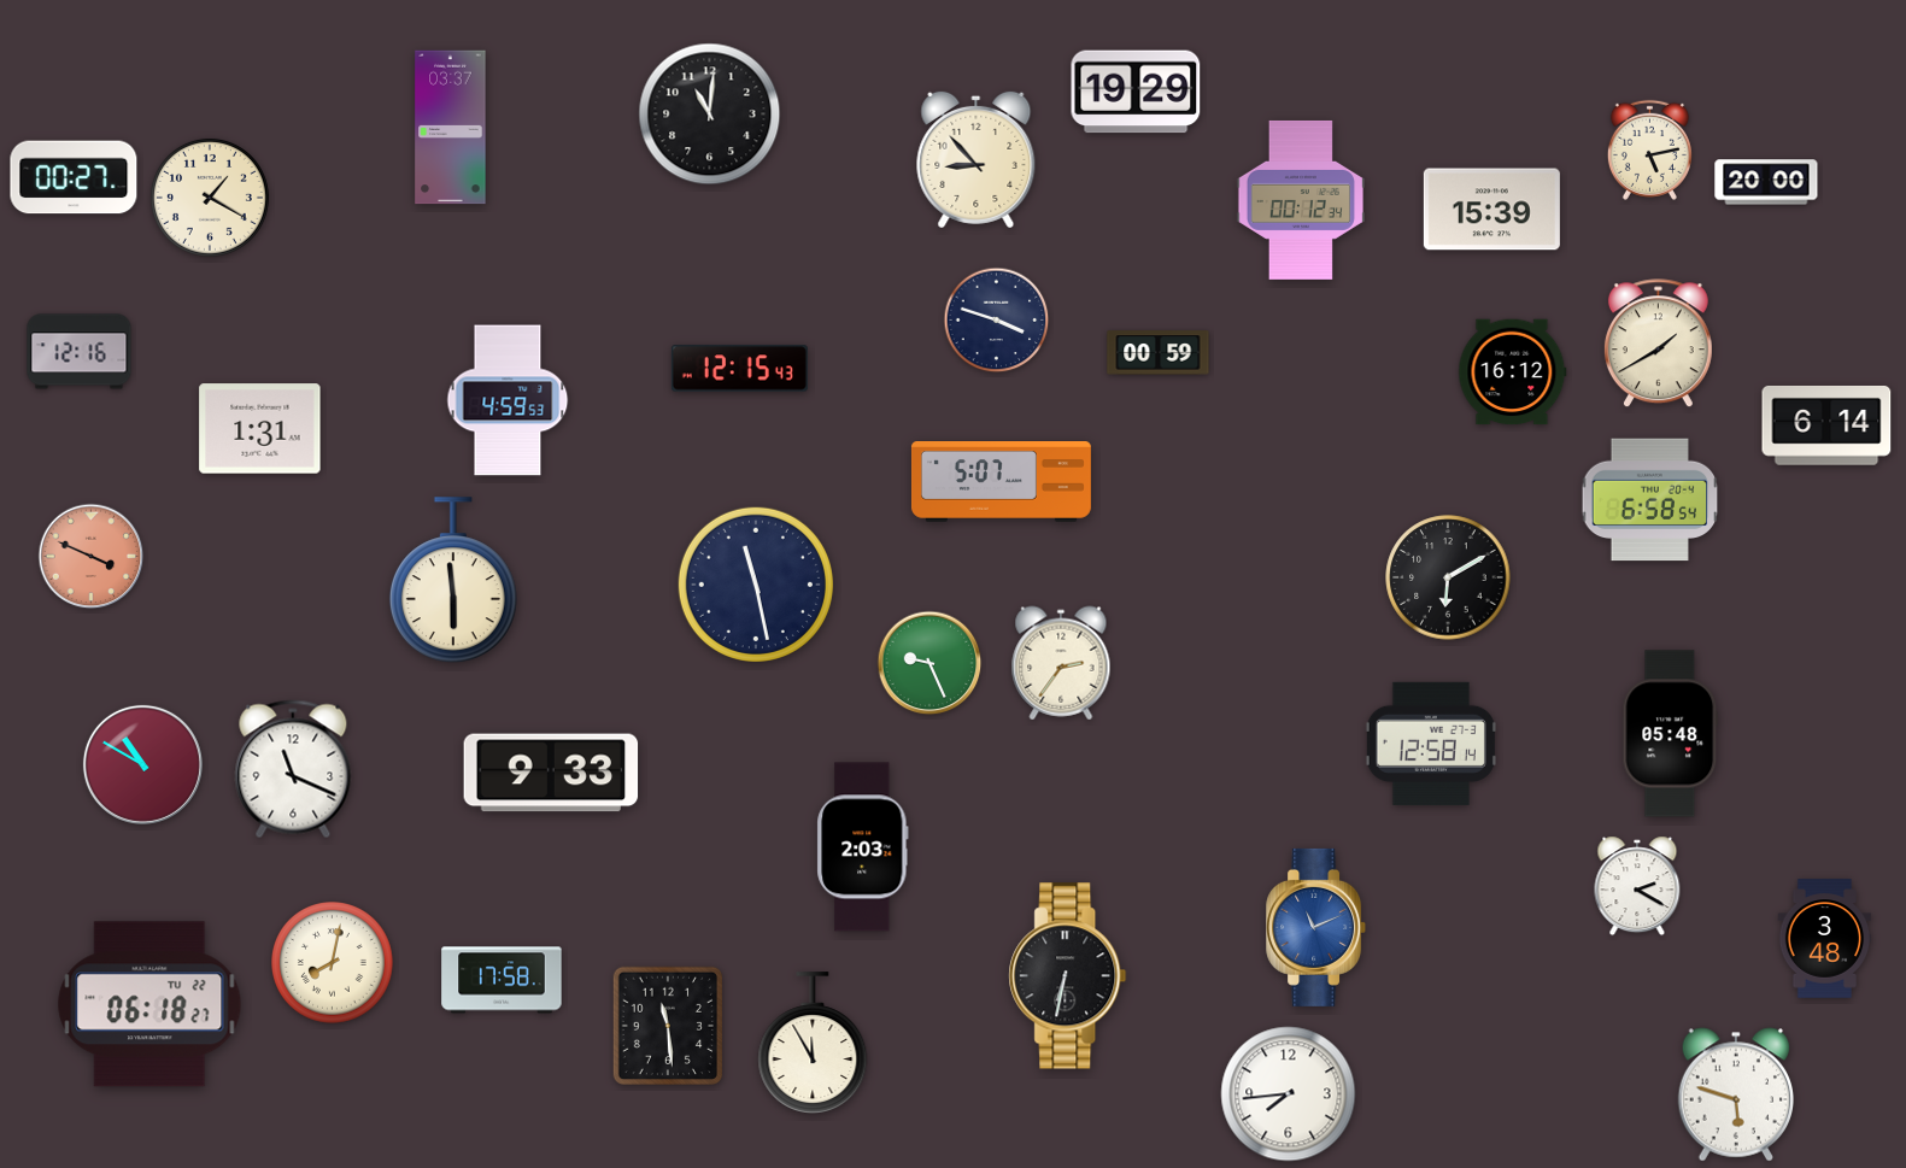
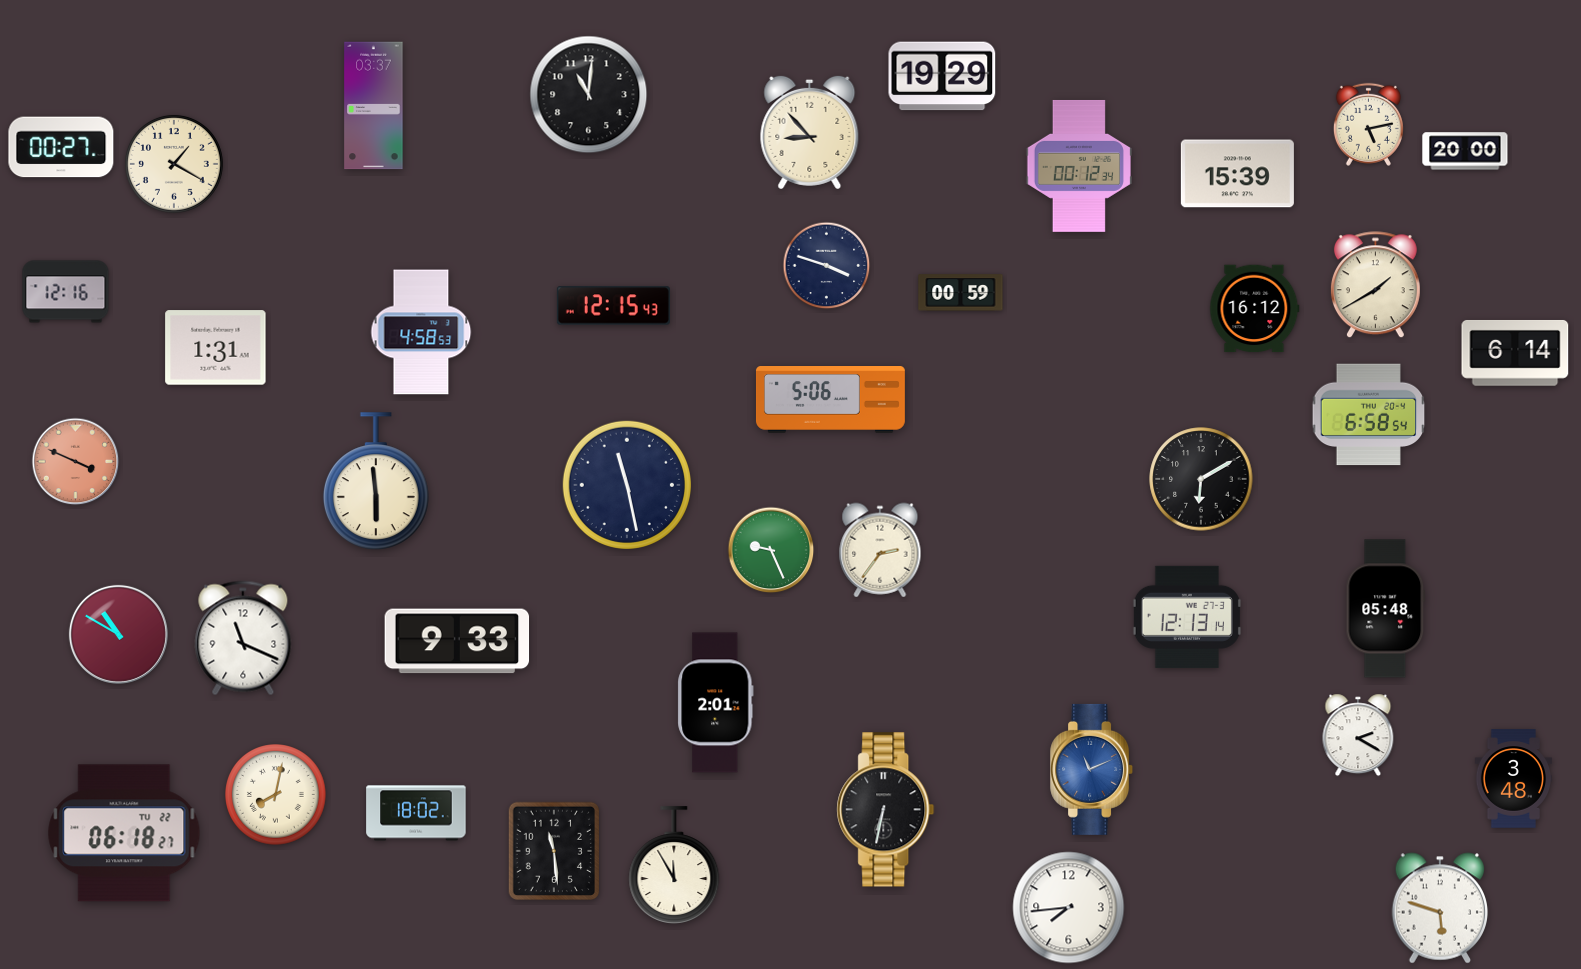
clock at (508, 400): 4:59 -> 4:58
clock at (260, 429) position: (260, 429) -> (216, 348)
clock at (1001, 482): 5:07 -> 5:06
clock at (1431, 744): 12:58 -> 12:13
clock at (863, 847): 2:03 -> 2:01
clock at (333, 963) position: (333, 963) -> (276, 795)
clock at (502, 980): 17:58 -> 18:02
